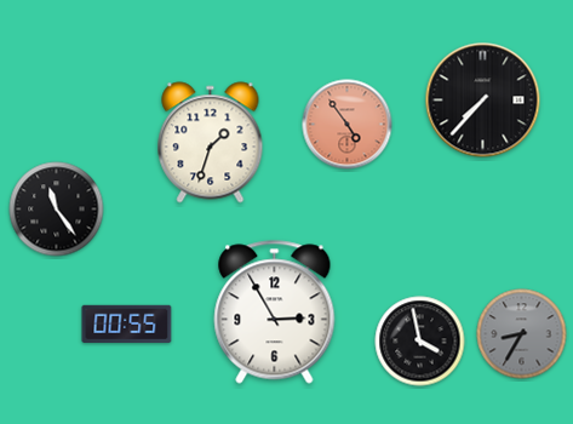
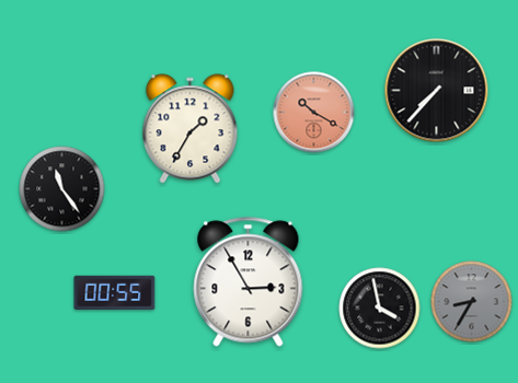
clock at (348, 125): 4:54 -> 10:20
clock at (211, 143): 1:33 -> 1:35
clock at (57, 210) position: (57, 210) -> (62, 189)
